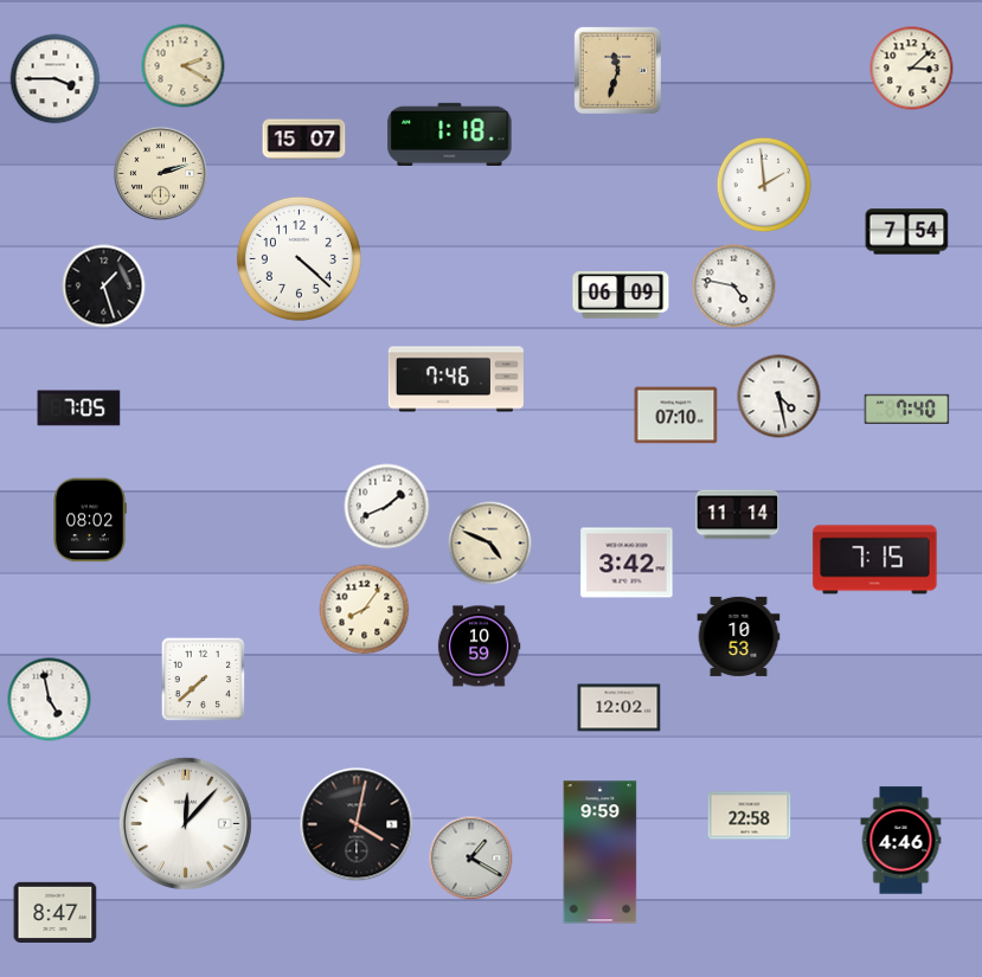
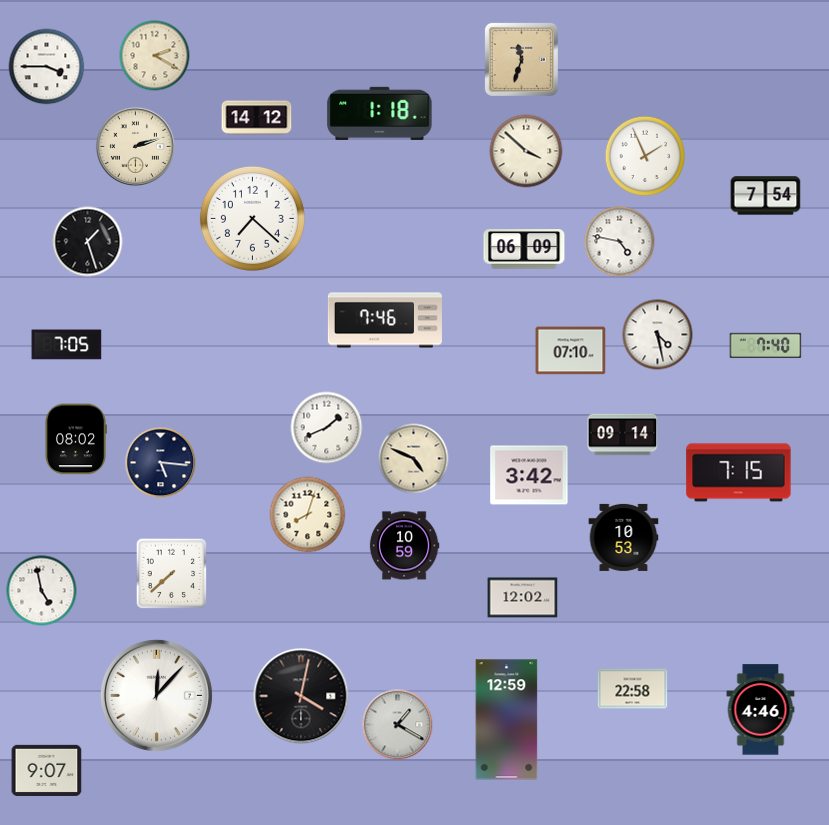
clock at (912, 69): 3:08 -> none
clock at (304, 140): 15:07 -> 14:12
clock at (526, 151): none -> 3:52
clock at (763, 184): 1:59 -> 1:56
clock at (299, 258): 4:22 -> 7:22
clock at (738, 515): 11:14 -> 09:14
clock at (161, 463): none -> 5:16
clock at (365, 610): 8:06 -> 8:03
clock at (601, 853): 9:59 -> 12:59
clock at (56, 912): 8:47 -> 9:07
